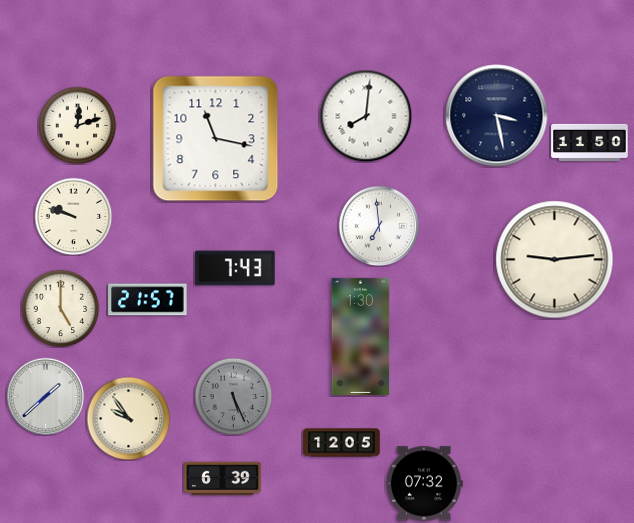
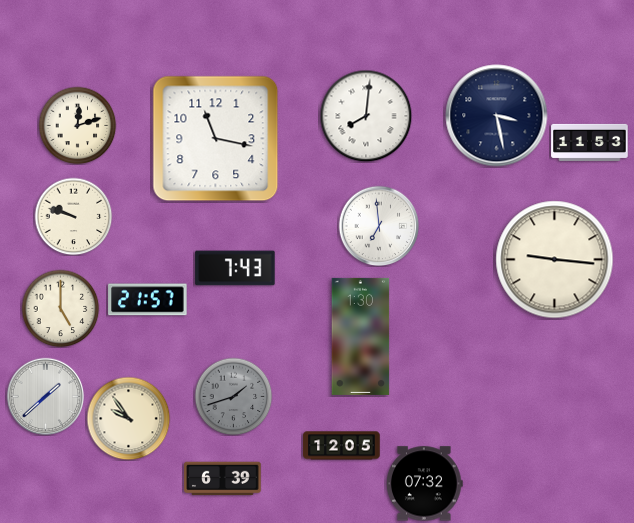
clock at (590, 142): 11:50 -> 11:53
clock at (555, 260): 9:14 -> 9:16
clock at (233, 396): 5:26 -> 1:42
clock at (342, 443) position: (342, 443) -> (342, 446)
